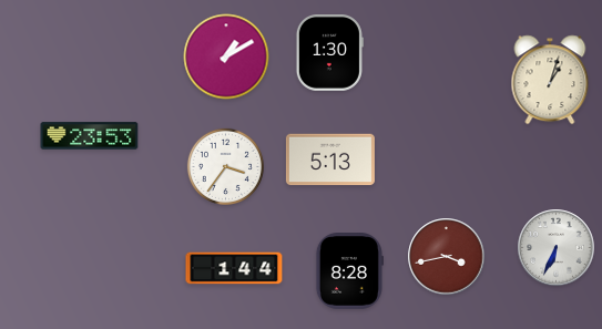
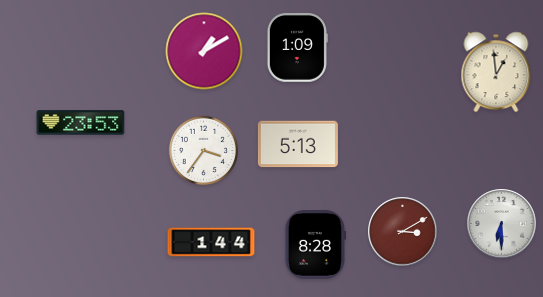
clock at (329, 53): 1:30 -> 1:09
clock at (550, 80): 1:03 -> 12:59
clock at (557, 248): 6:34 -> 6:30
clock at (447, 257): 3:43 -> 3:10
